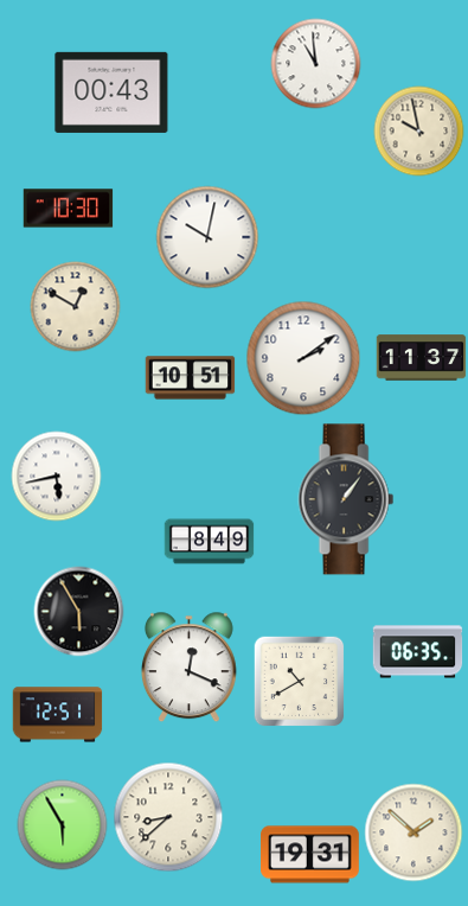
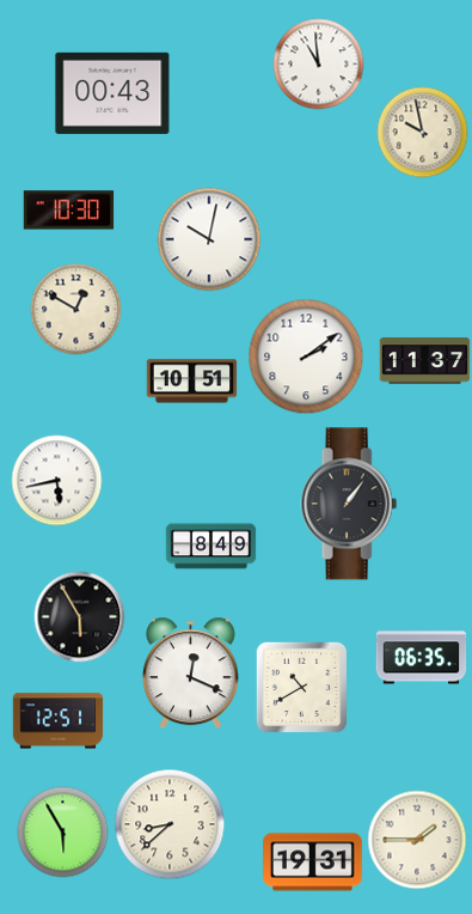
clock at (303, 358) position: (303, 358) -> (306, 357)
clock at (413, 832): 1:52 -> 1:45
